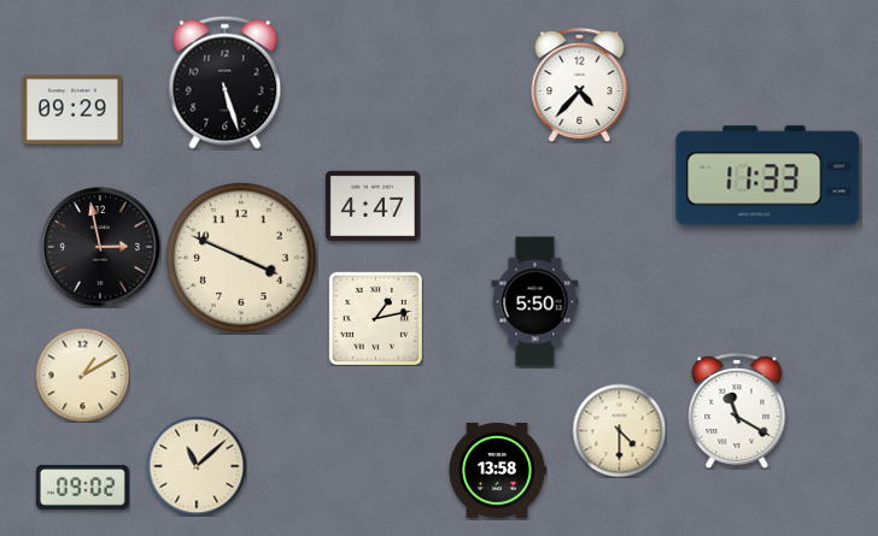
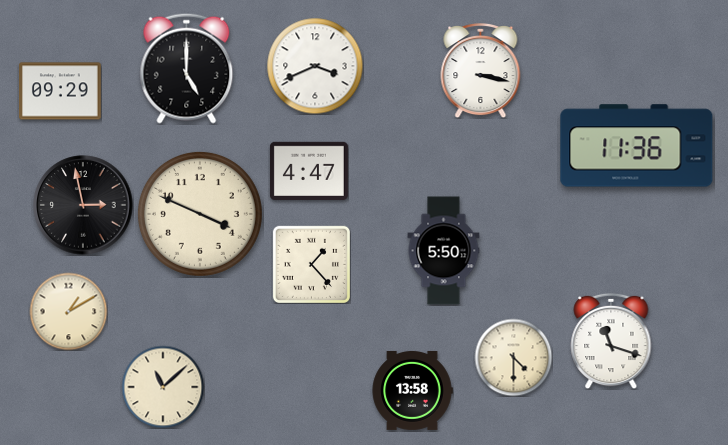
clock at (315, 66): none -> 3:41
clock at (226, 82): 5:27 -> 5:00
clock at (580, 86): 4:37 -> 3:17
clock at (768, 176): 11:33 -> 11:36
clock at (375, 318): 1:13 -> 1:23
clock at (737, 411): 11:20 -> 11:18
clock at (82, 488): 09:02 -> none
